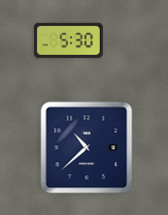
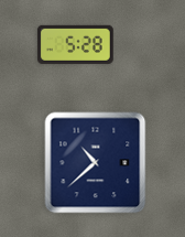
clock at (69, 40): 5:30 -> 5:28
